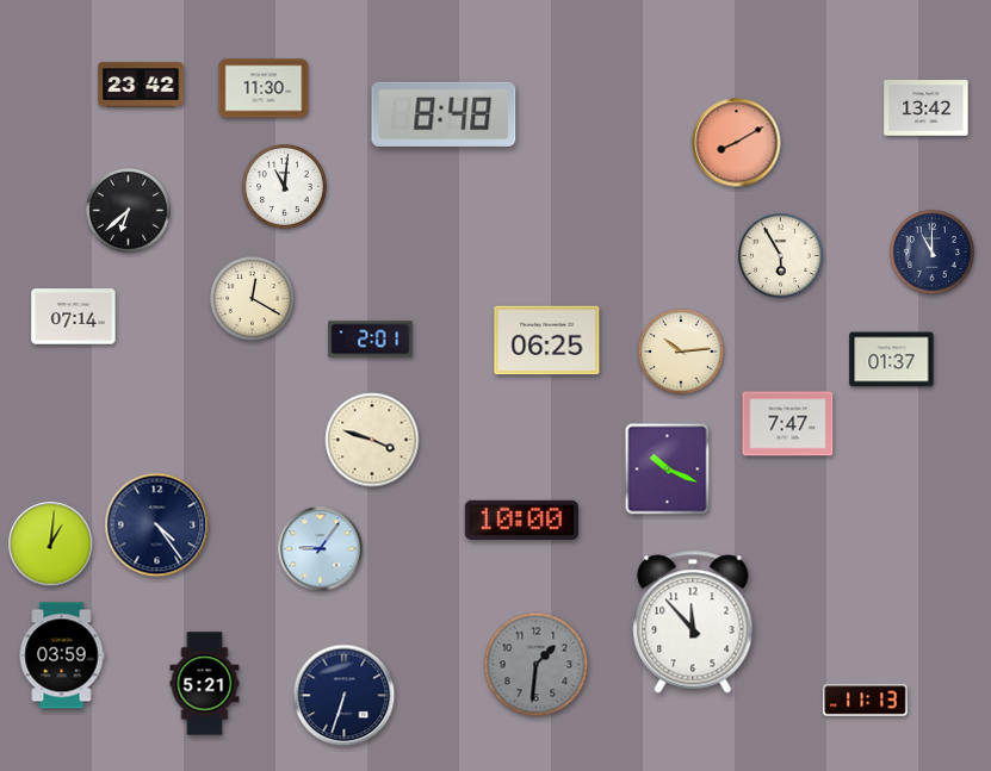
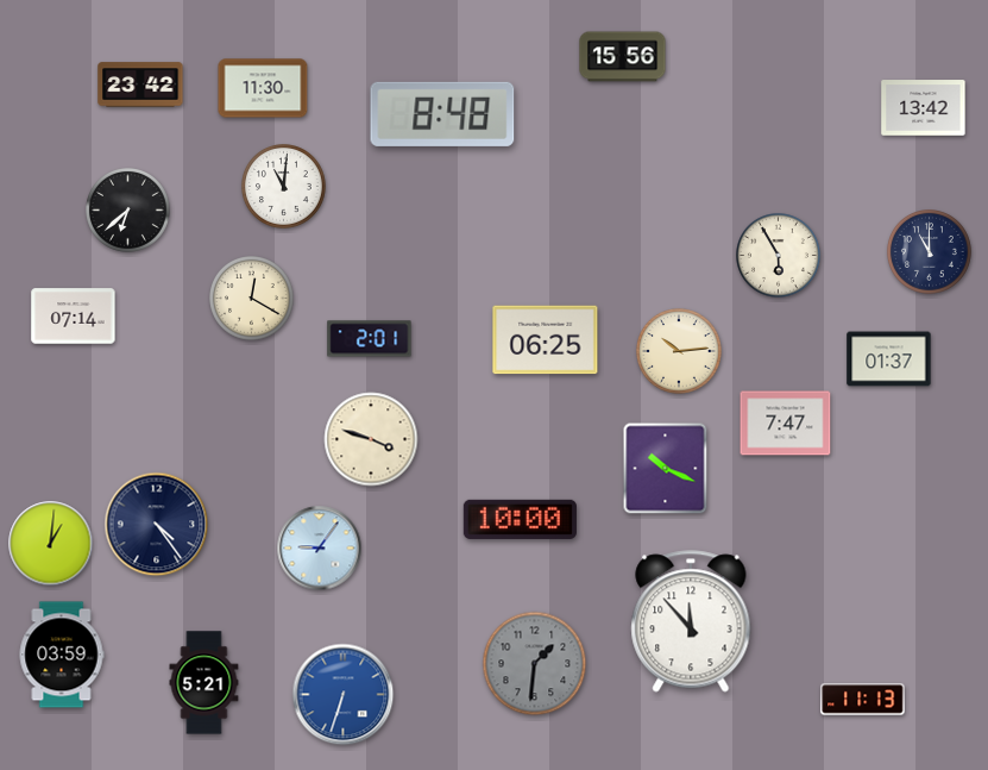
clock at (623, 57): none -> 15:56
clock at (737, 143): 8:10 -> none
clock at (345, 696) dial: navy -> blue
